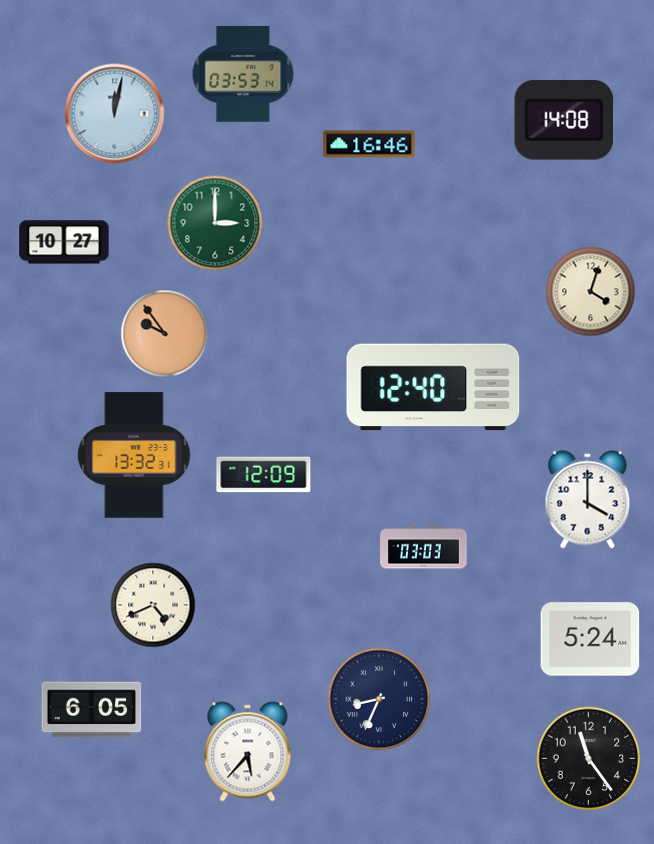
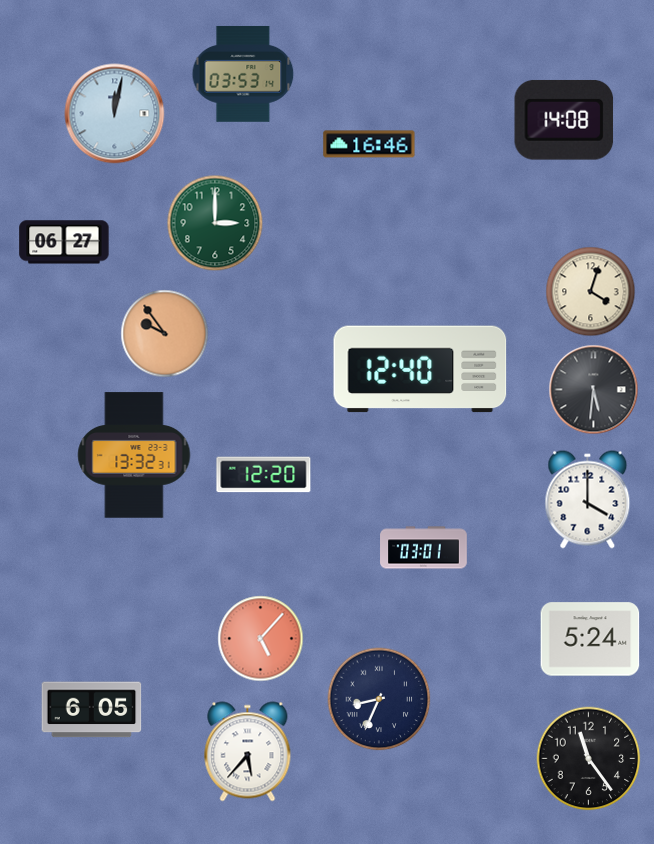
clock at (64, 242): 10:27 -> 06:27
clock at (433, 387) position: (433, 387) -> (420, 369)
clock at (594, 390): none -> 5:31
clock at (264, 475): 12:09 -> 12:20
clock at (424, 548): 03:03 -> 03:01
clock at (153, 605): 4:41 -> none
clock at (261, 639): none -> 5:07
